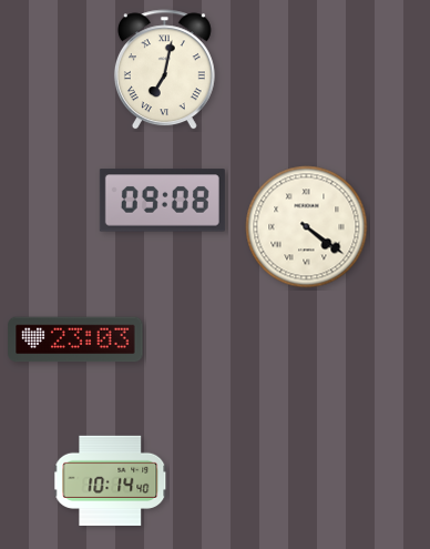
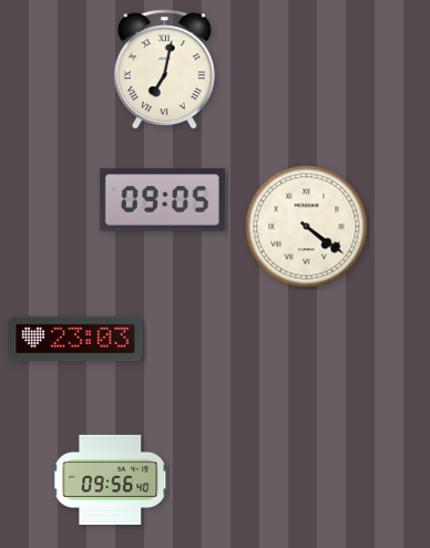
clock at (162, 201): 09:08 -> 09:05
clock at (111, 480): 10:14 -> 09:56
